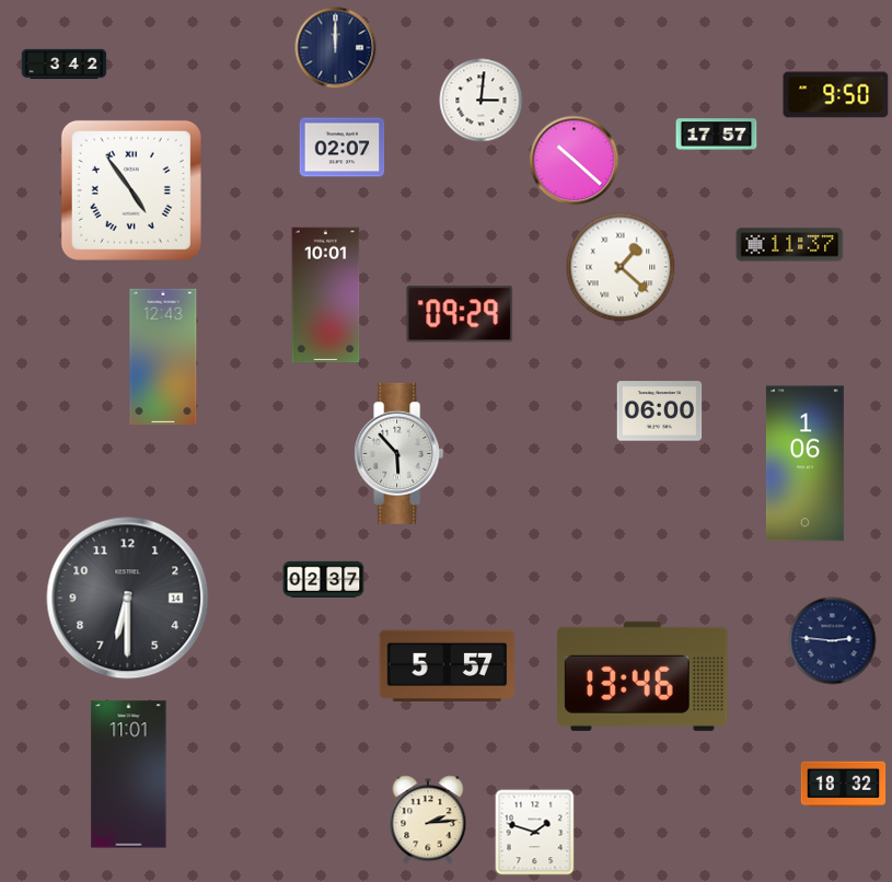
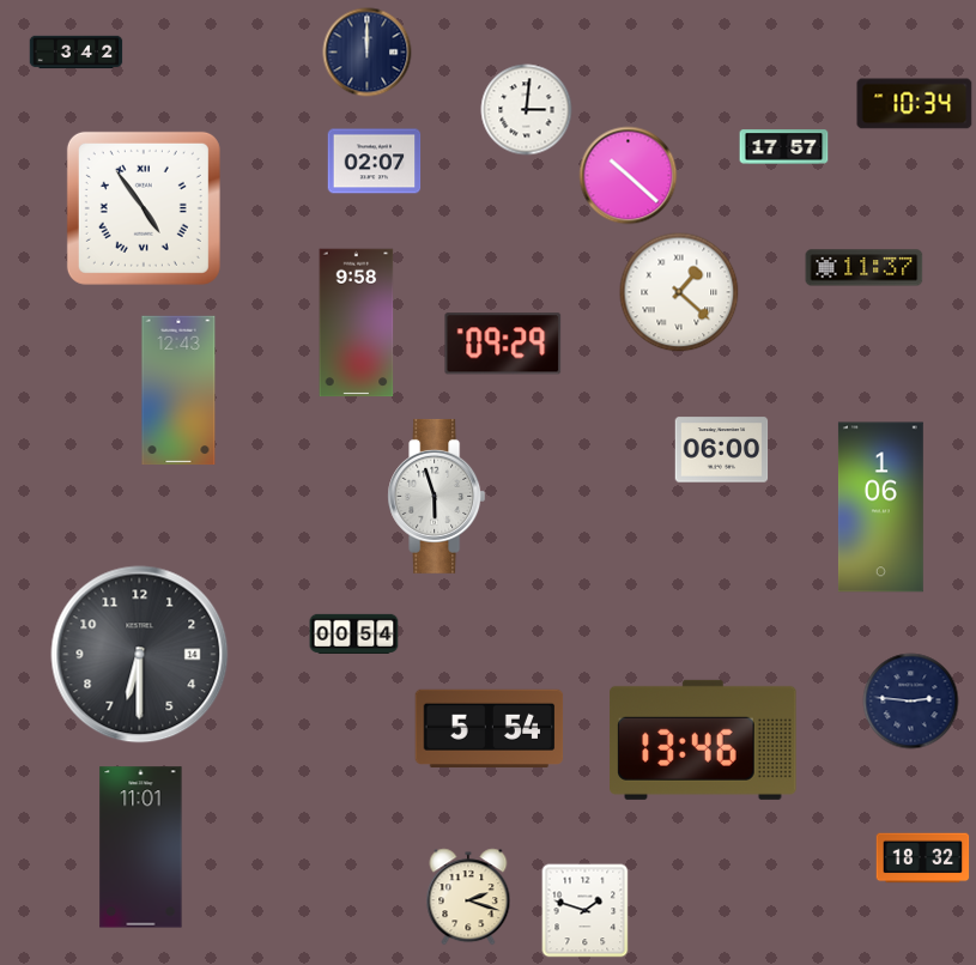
clock at (65, 65) position: (65, 65) -> (77, 53)
clock at (836, 95): 9:50 -> 10:34
clock at (326, 295): 10:01 -> 9:58
clock at (399, 453): 5:53 -> 5:57
clock at (324, 579): 02:37 -> 00:54
clock at (448, 665): 5:57 -> 5:54
clock at (428, 820): 2:14 -> 2:18
